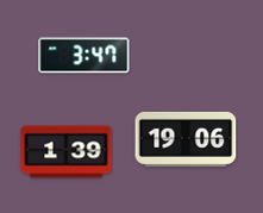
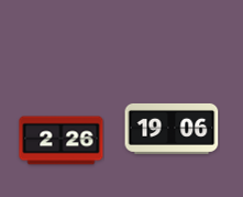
clock at (84, 56): 3:47 -> none
clock at (67, 152): 1:39 -> 2:26
